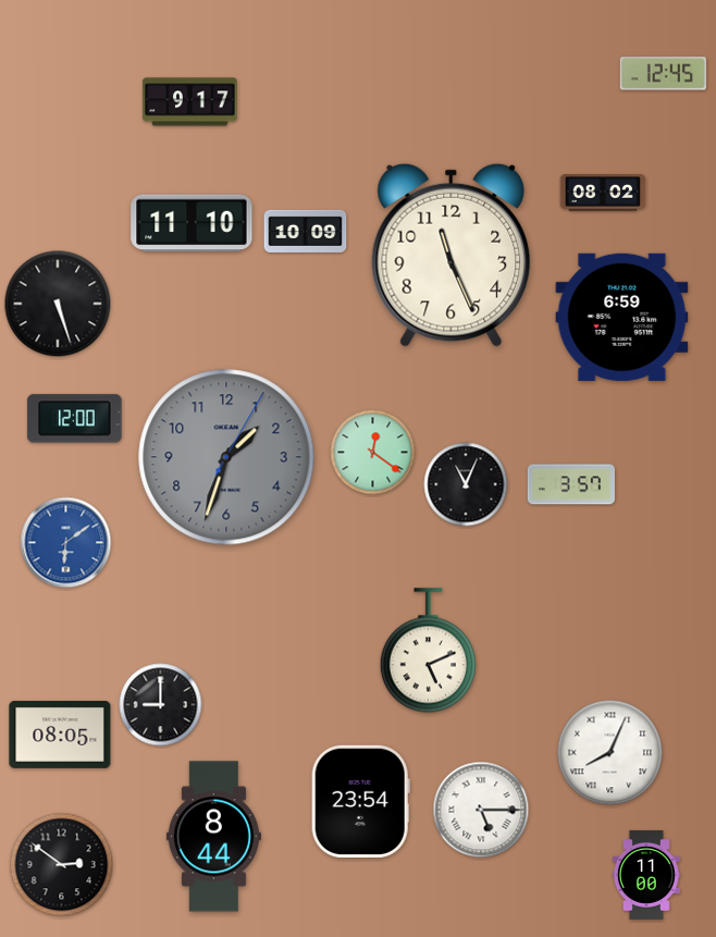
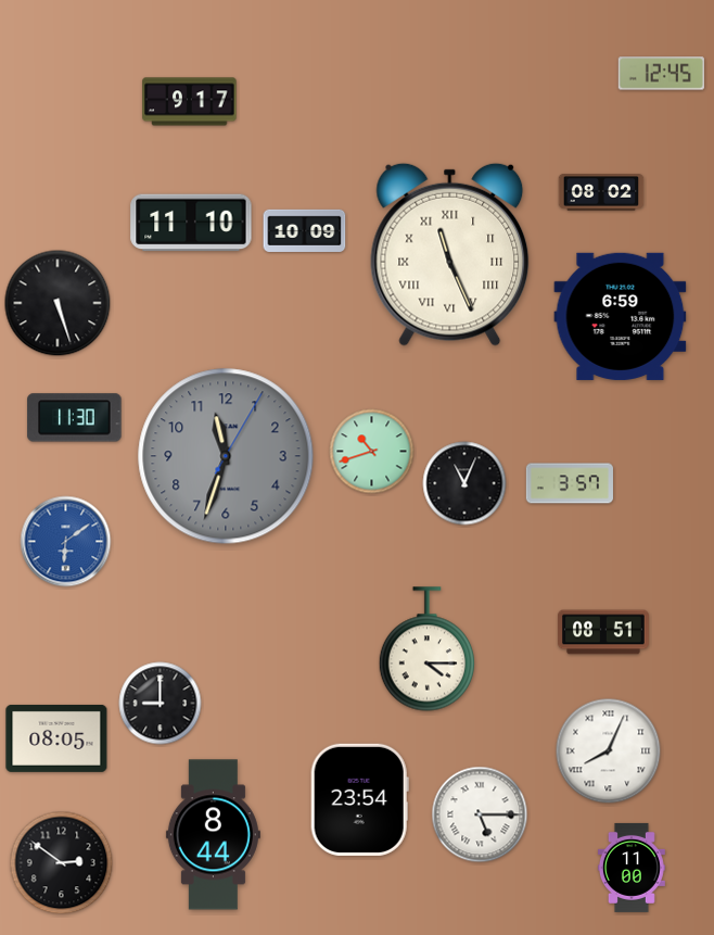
clock at (452, 255) numerals: Arabic -> Roman
clock at (75, 419): 12:00 -> 11:30
clock at (373, 453): 12:21 -> 10:42
clock at (226, 457): 1:33 -> 11:33
clock at (604, 632): none -> 08:51
clock at (428, 651): 5:11 -> 4:15
clock at (60, 735) position: (60, 735) -> (56, 738)
clock at (481, 810) position: (481, 810) -> (480, 814)
clock at (646, 875) position: (646, 875) -> (632, 868)
